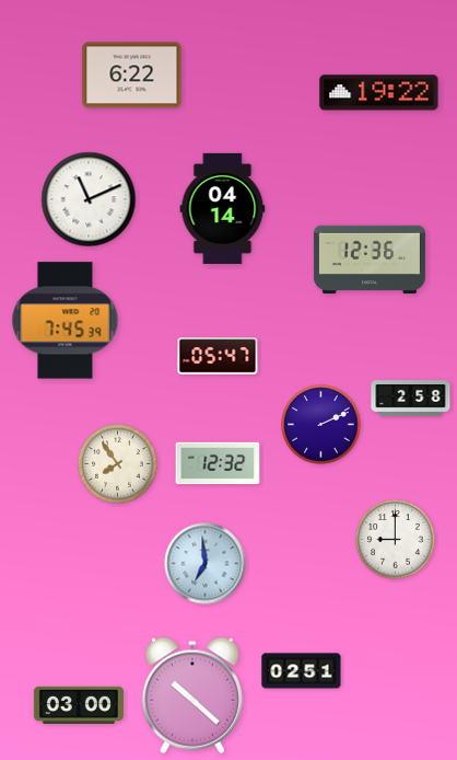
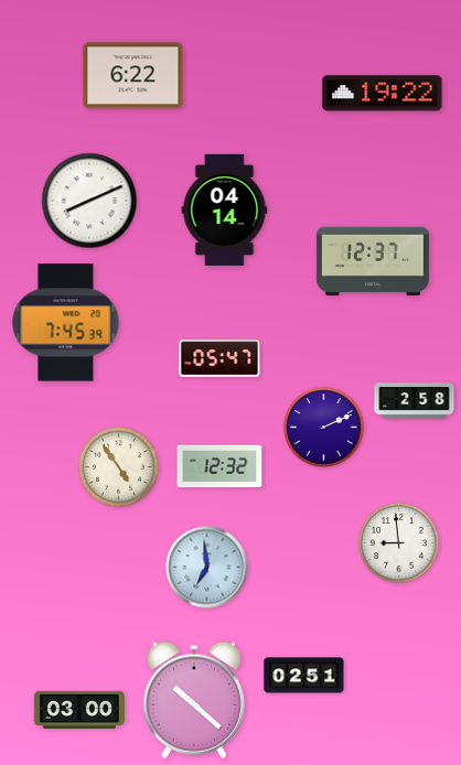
clock at (89, 199): 11:11 -> 8:11
clock at (370, 260): 12:36 -> 12:37
clock at (118, 464): 7:54 -> 4:54
clock at (396, 540): 9:00 -> 8:59
